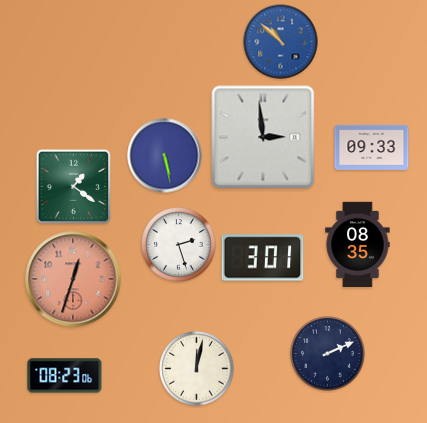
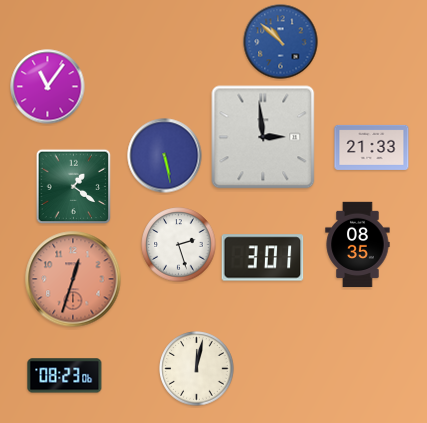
clock at (48, 87): none -> 11:06
clock at (372, 147): 09:33 -> 21:33
clock at (328, 354): 2:11 -> none
